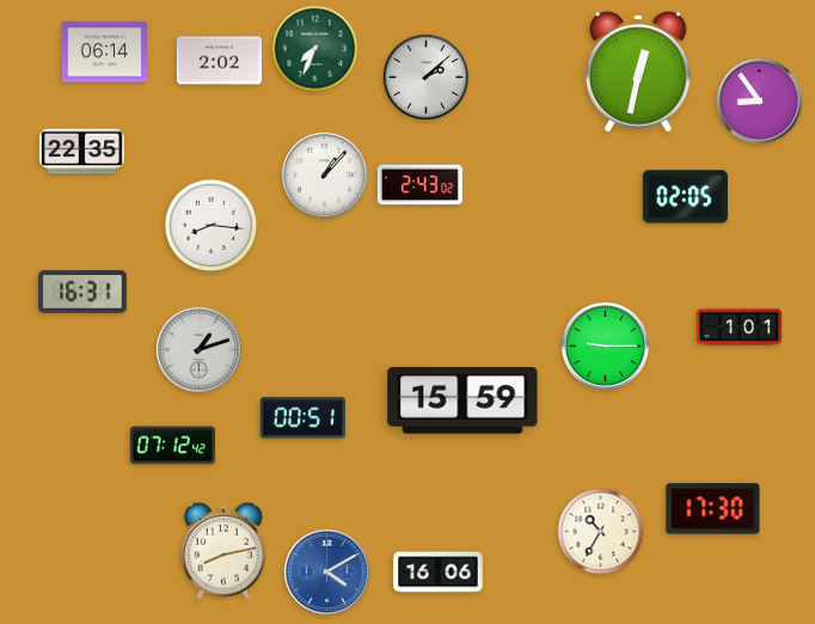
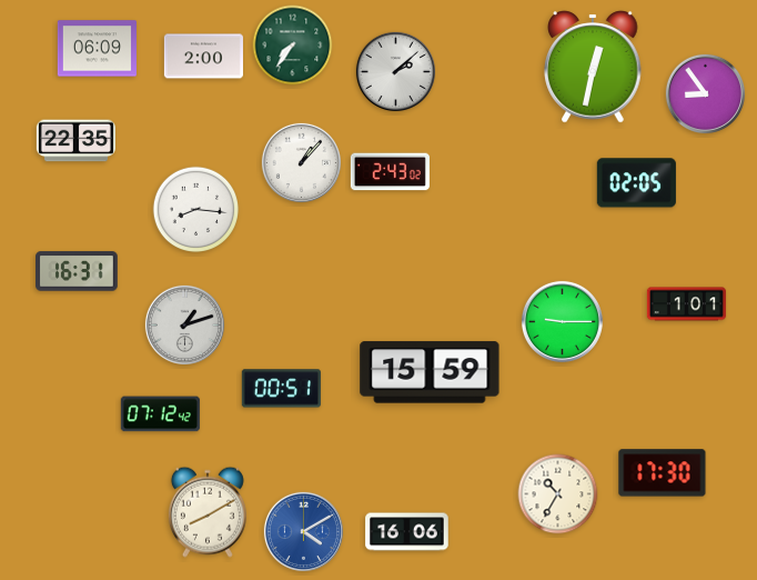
clock at (315, 49): 7:34 -> 7:36
clock at (104, 53): 06:14 -> 06:09
clock at (219, 61): 2:02 -> 2:00
clock at (223, 551): 8:13 -> 8:10
